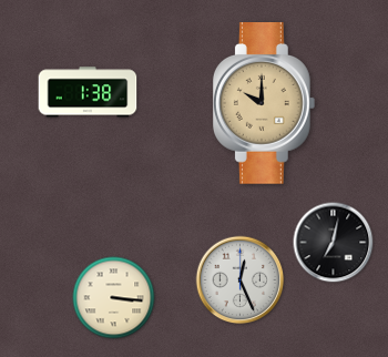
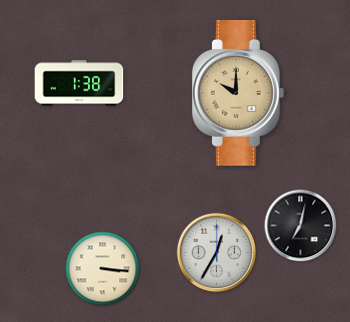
clock at (334, 243) position: (334, 243) -> (301, 226)
clock at (241, 280): 12:26 -> 12:35
